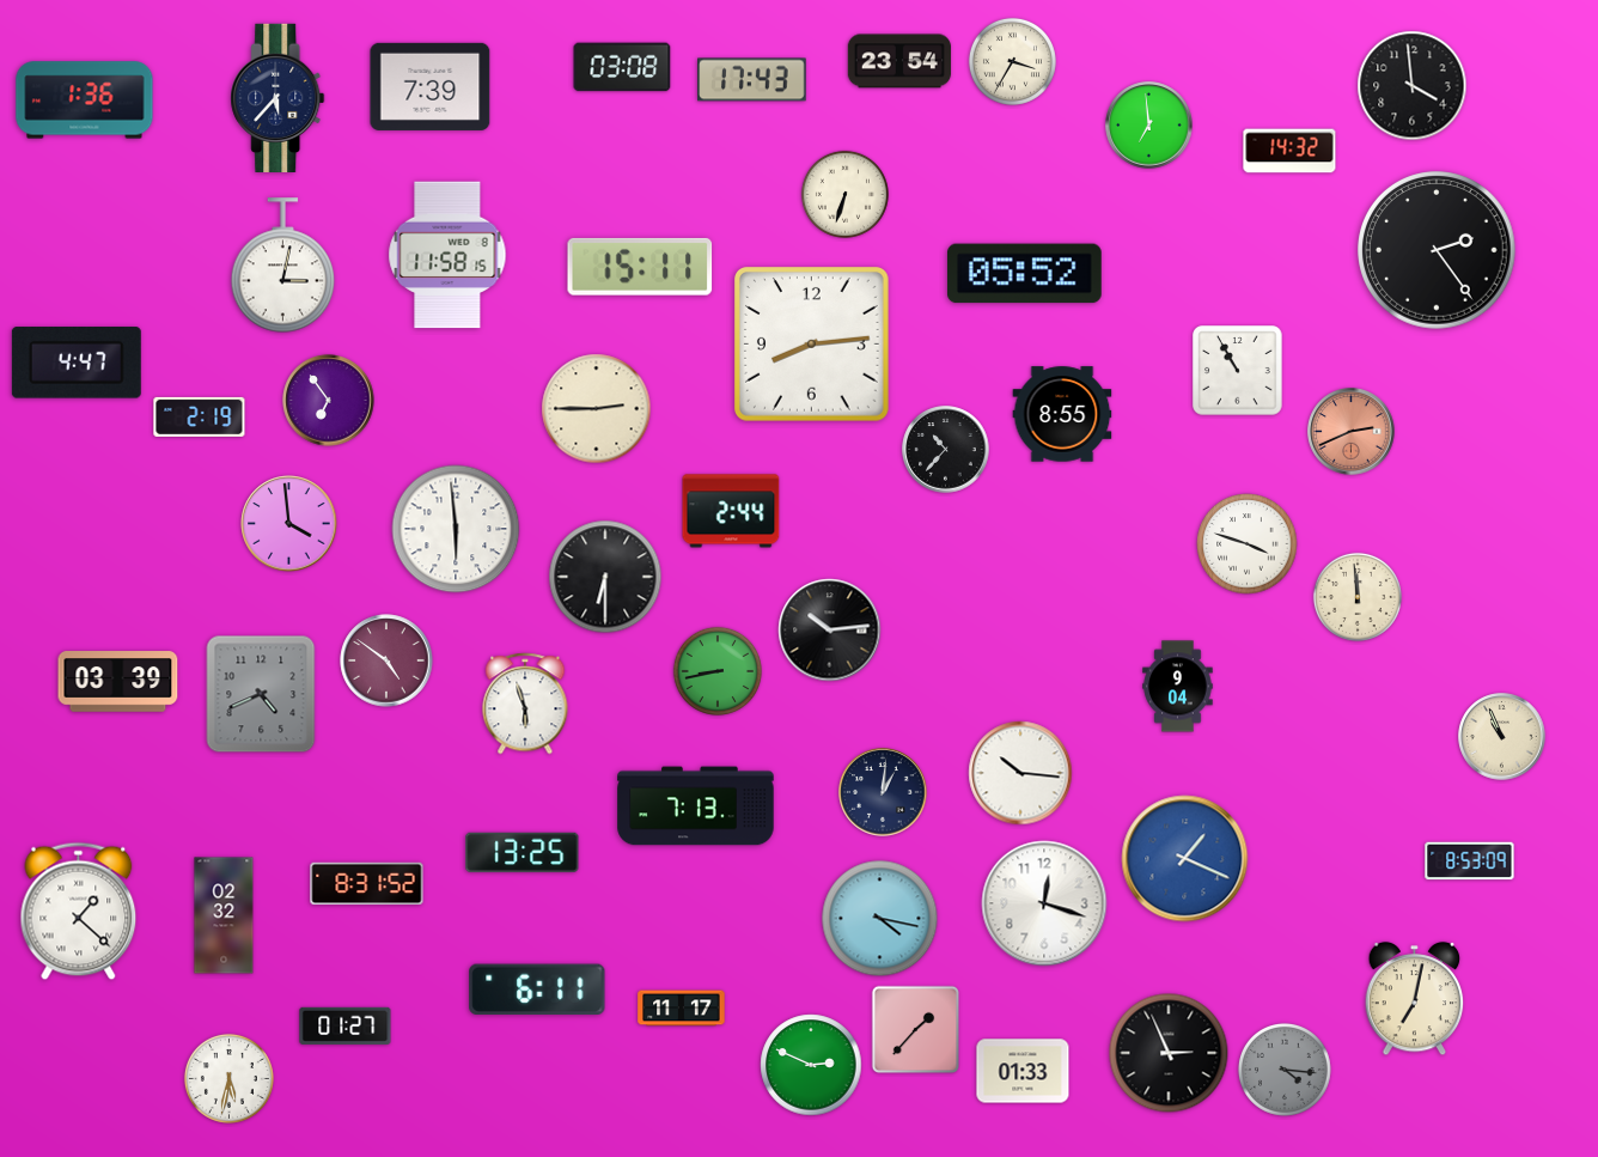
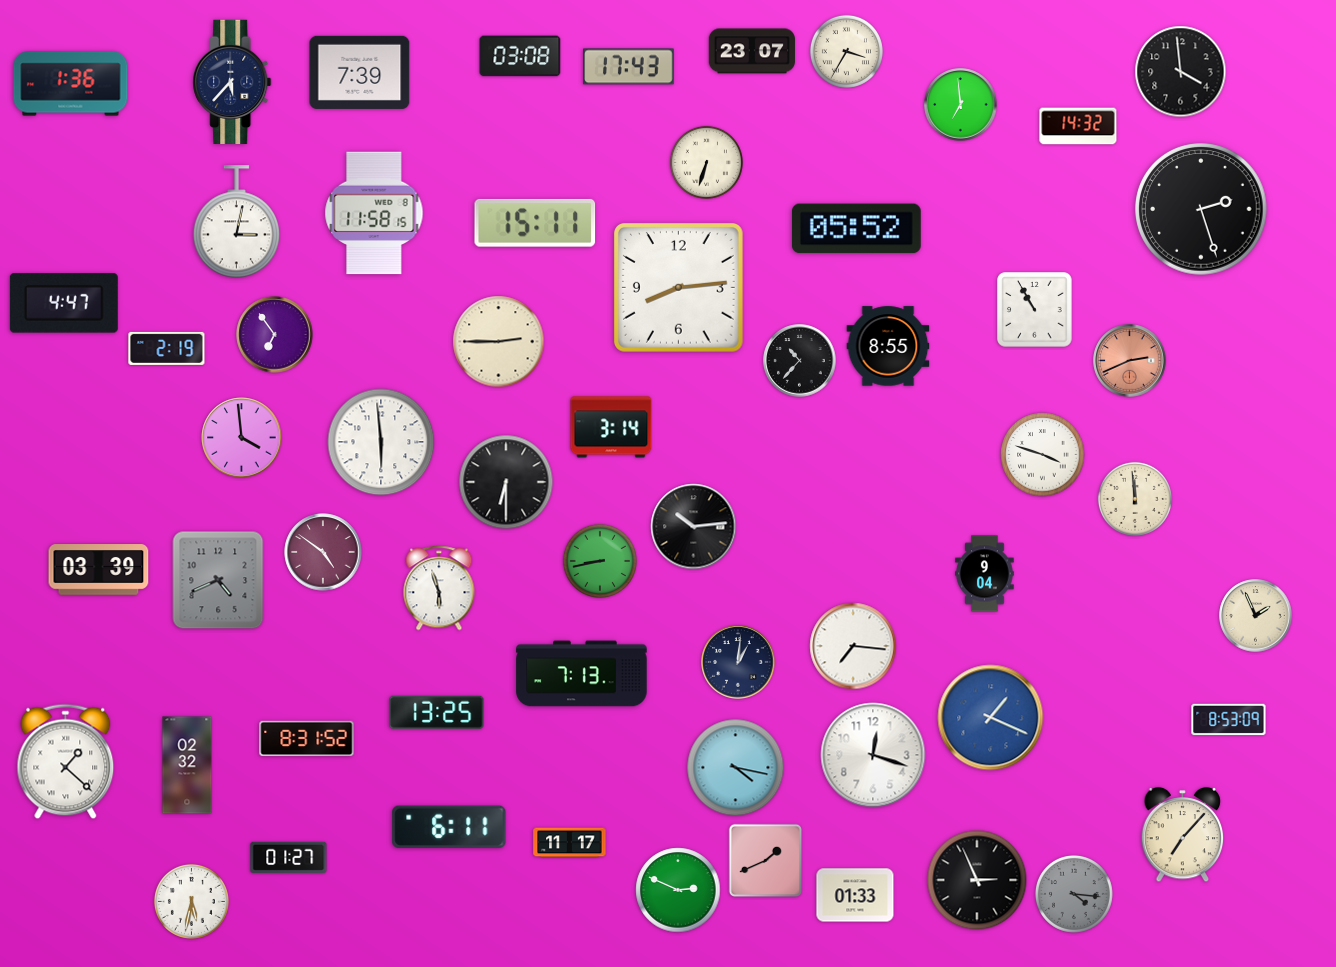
clock at (899, 61): 23:54 -> 23:07
clock at (1437, 250): 2:24 -> 2:27
clock at (946, 450) position: (946, 450) -> (800, 361)
clock at (731, 511): 2:44 -> 3:14
clock at (1502, 737): 10:56 -> 1:56
clock at (1020, 773): 10:16 -> 7:16
clock at (1415, 999): 7:02 -> 7:07
clock at (916, 1030): 1:37 -> 1:41
